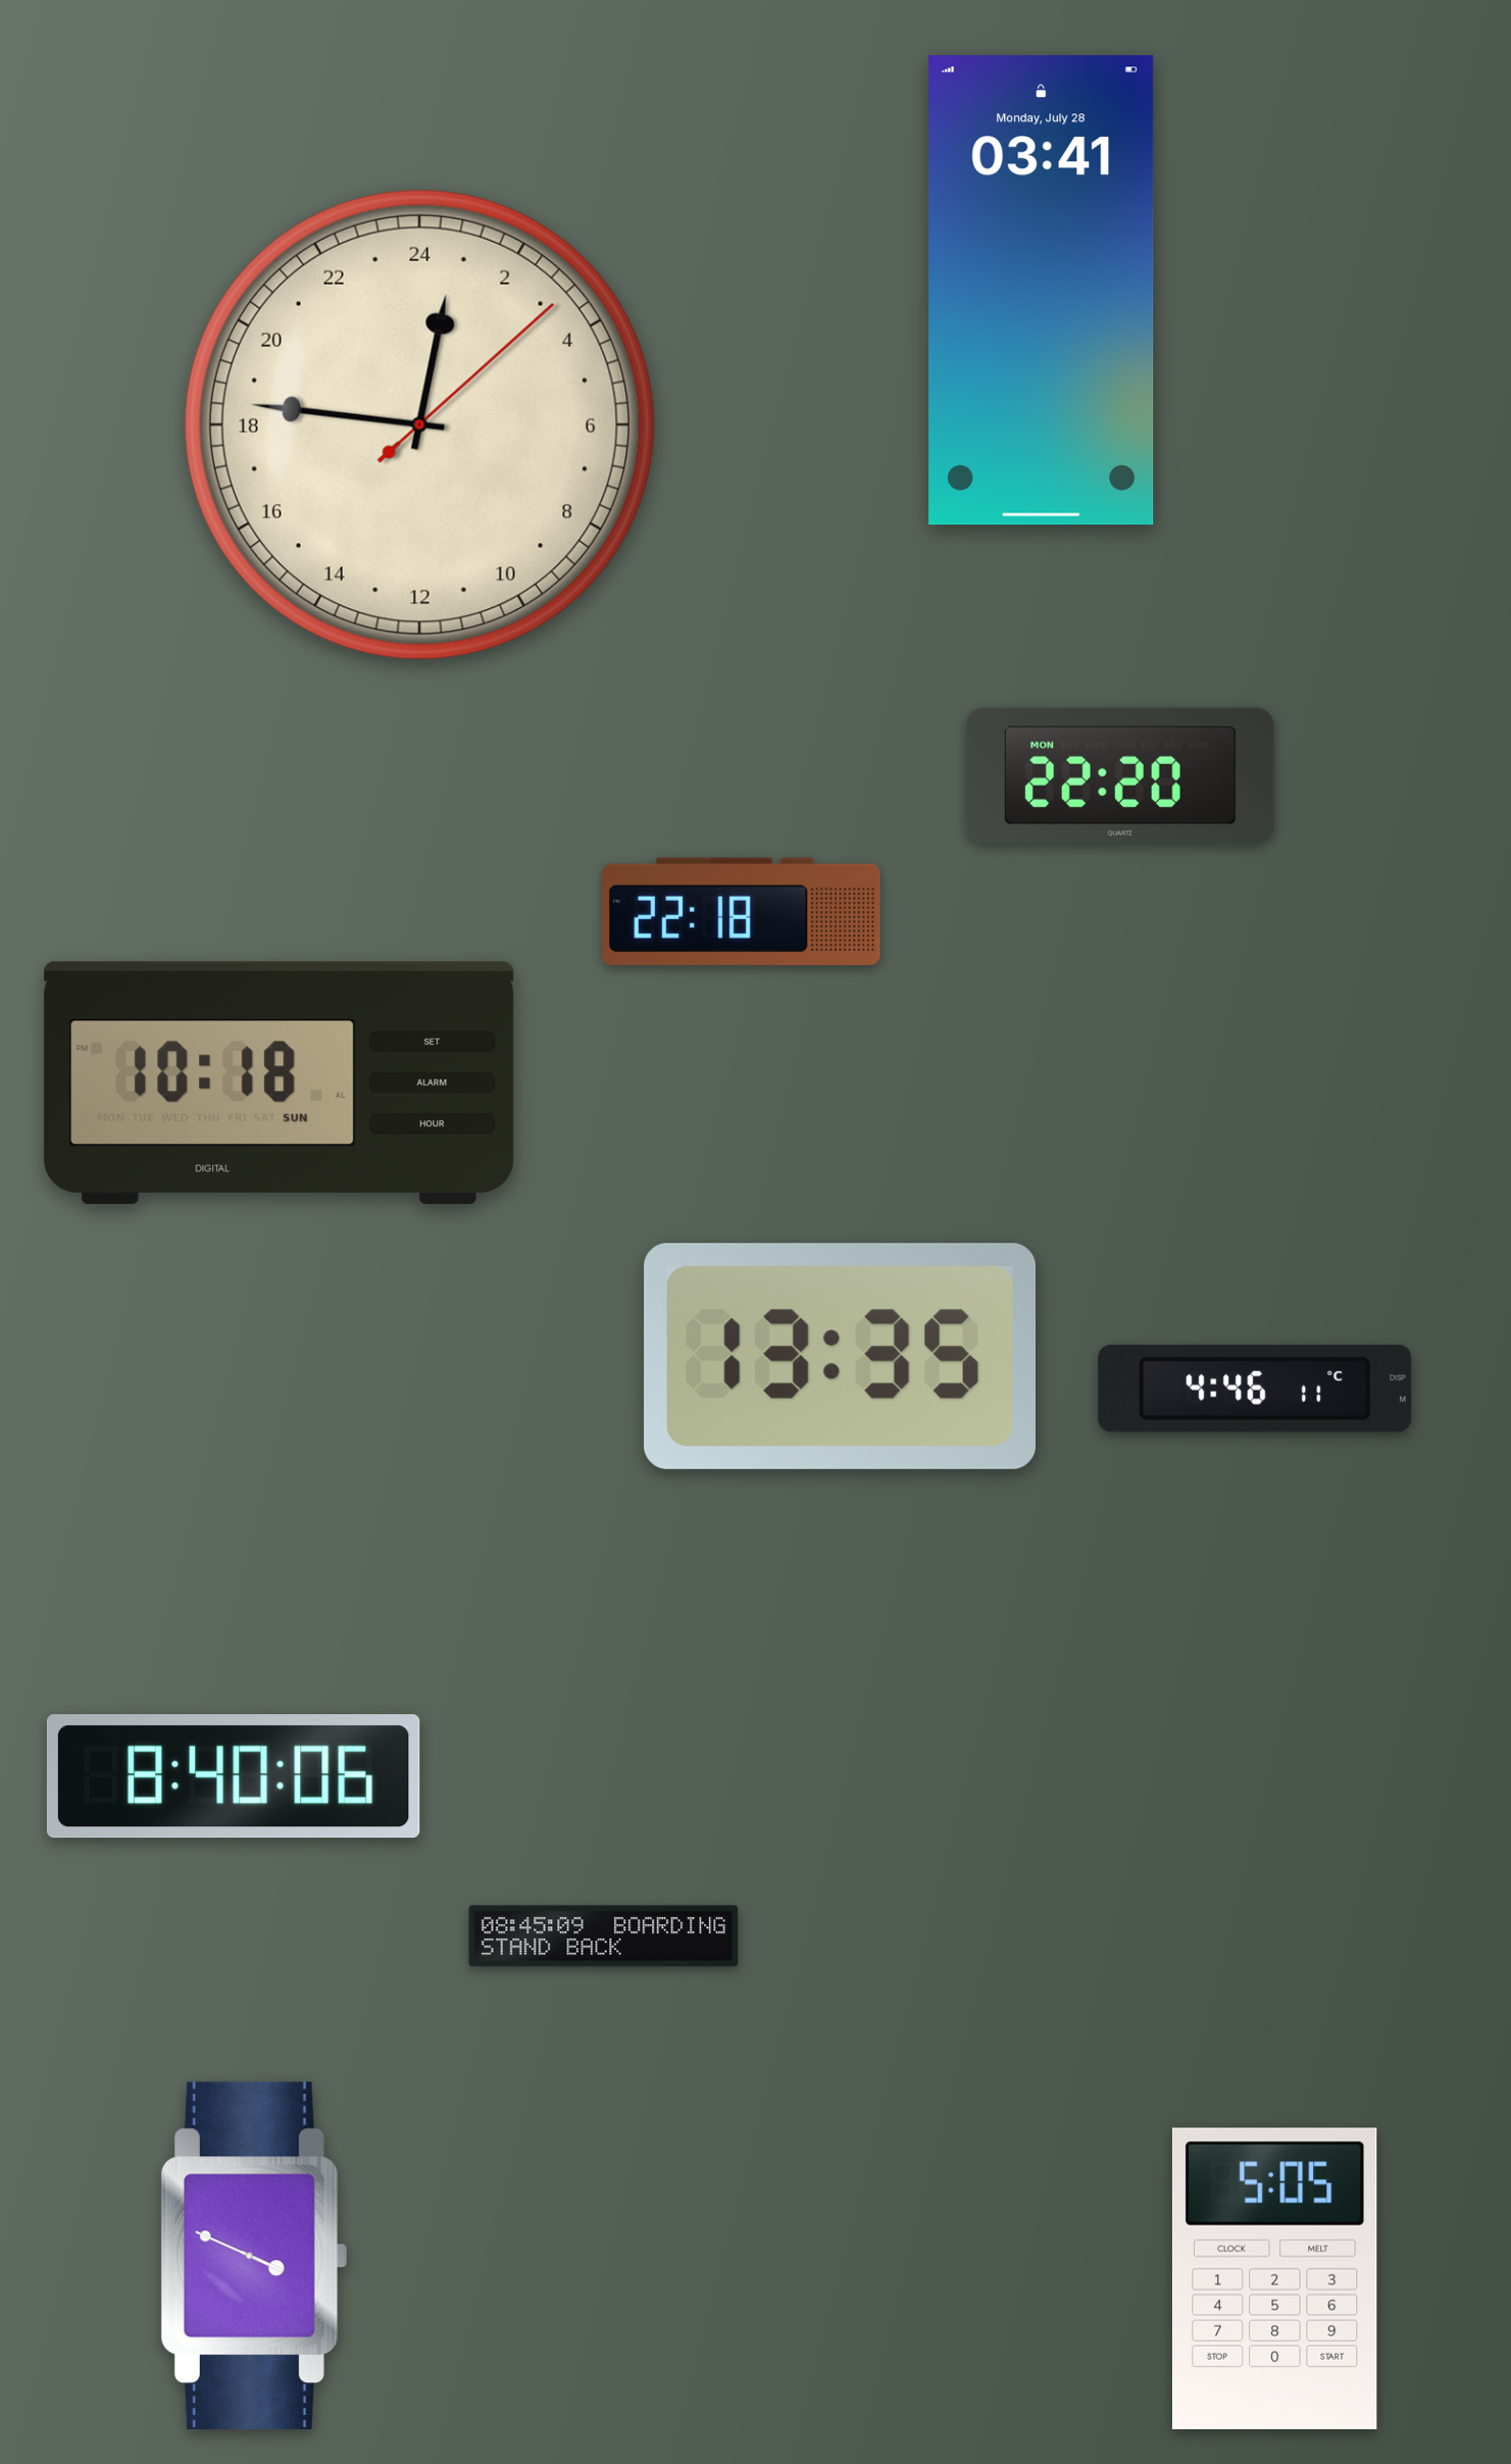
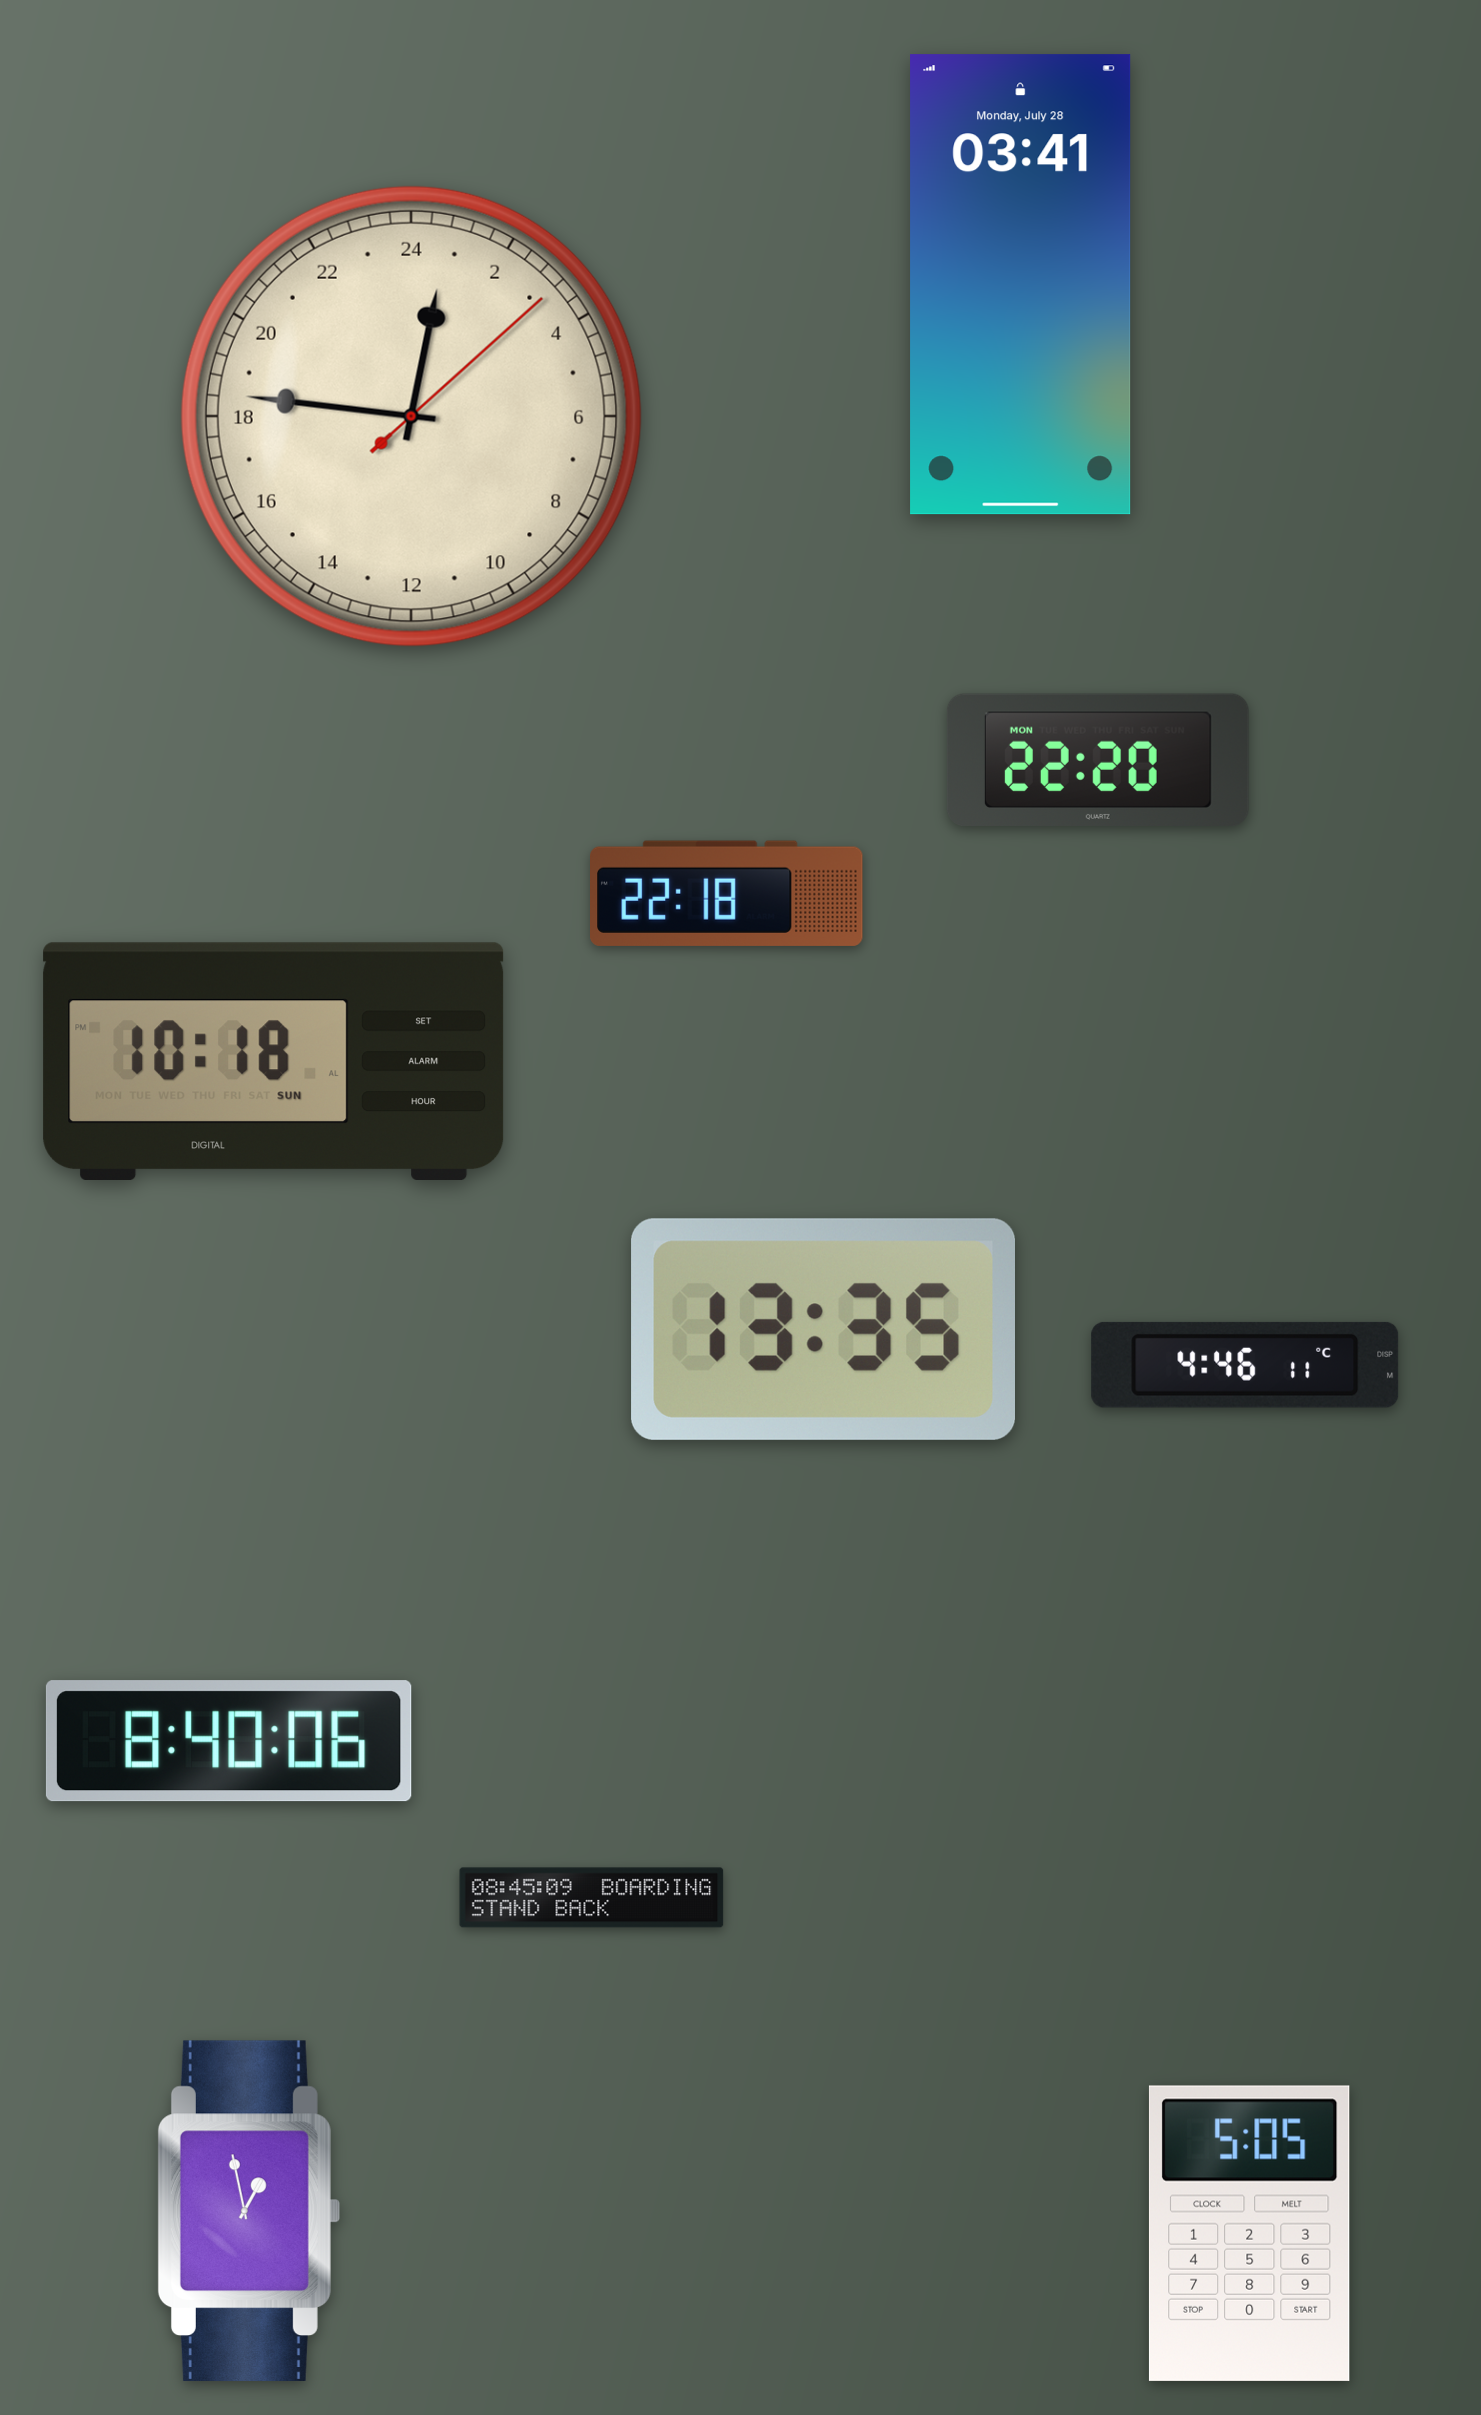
clock at (1255, 1389) position: (1255, 1389) -> (1245, 1365)
clock at (253, 2256): 3:49 -> 12:58
